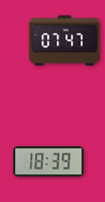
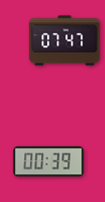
clock at (49, 162): 18:39 -> 00:39
